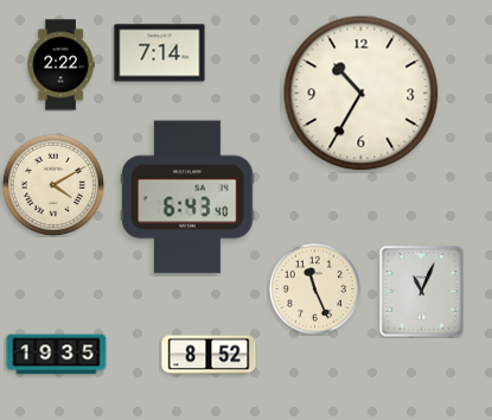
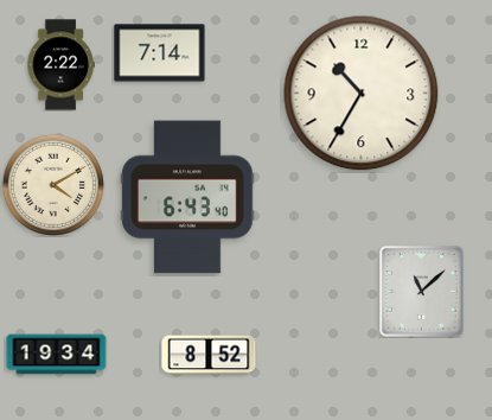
clock at (314, 288): 11:26 -> none
clock at (422, 292): 11:04 -> 11:08
clock at (57, 355): 19:35 -> 19:34
